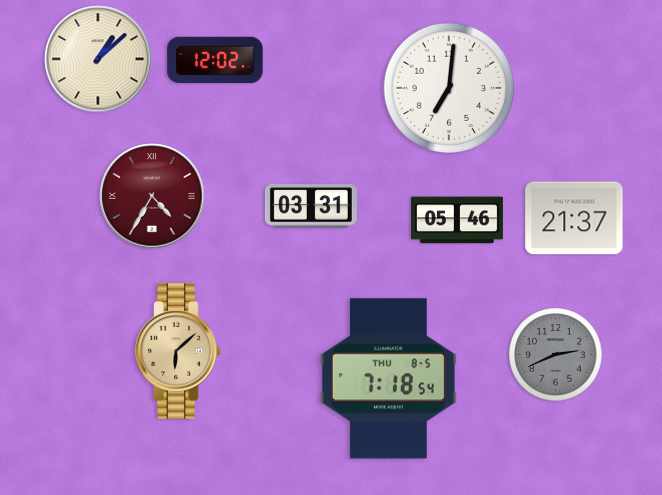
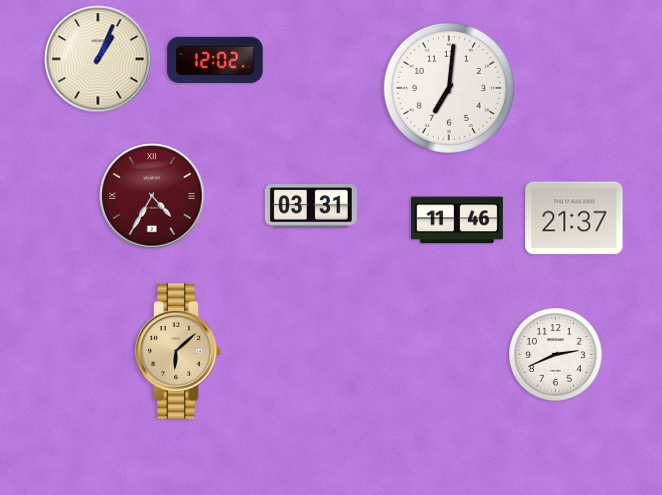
clock at (98, 59): 1:08 -> 1:04
clock at (457, 220): 05:46 -> 11:46
clock at (556, 355) dial: grey -> white
clock at (388, 379): 7:18 -> none
